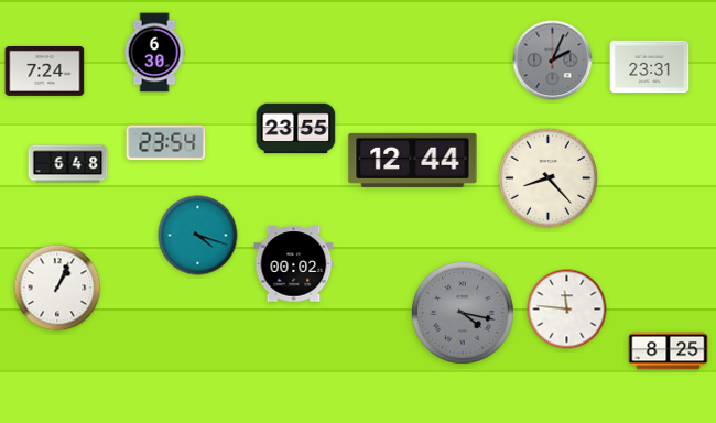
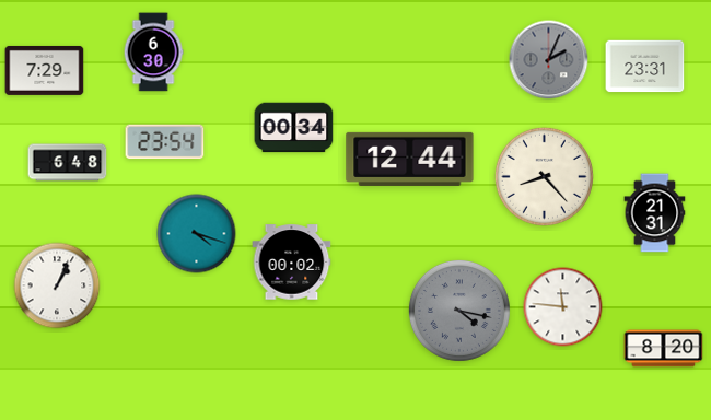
clock at (45, 70): 7:24 -> 7:29
clock at (296, 129): 23:55 -> 00:34
clock at (655, 213): none -> 21:31
clock at (669, 351): 8:25 -> 8:20
